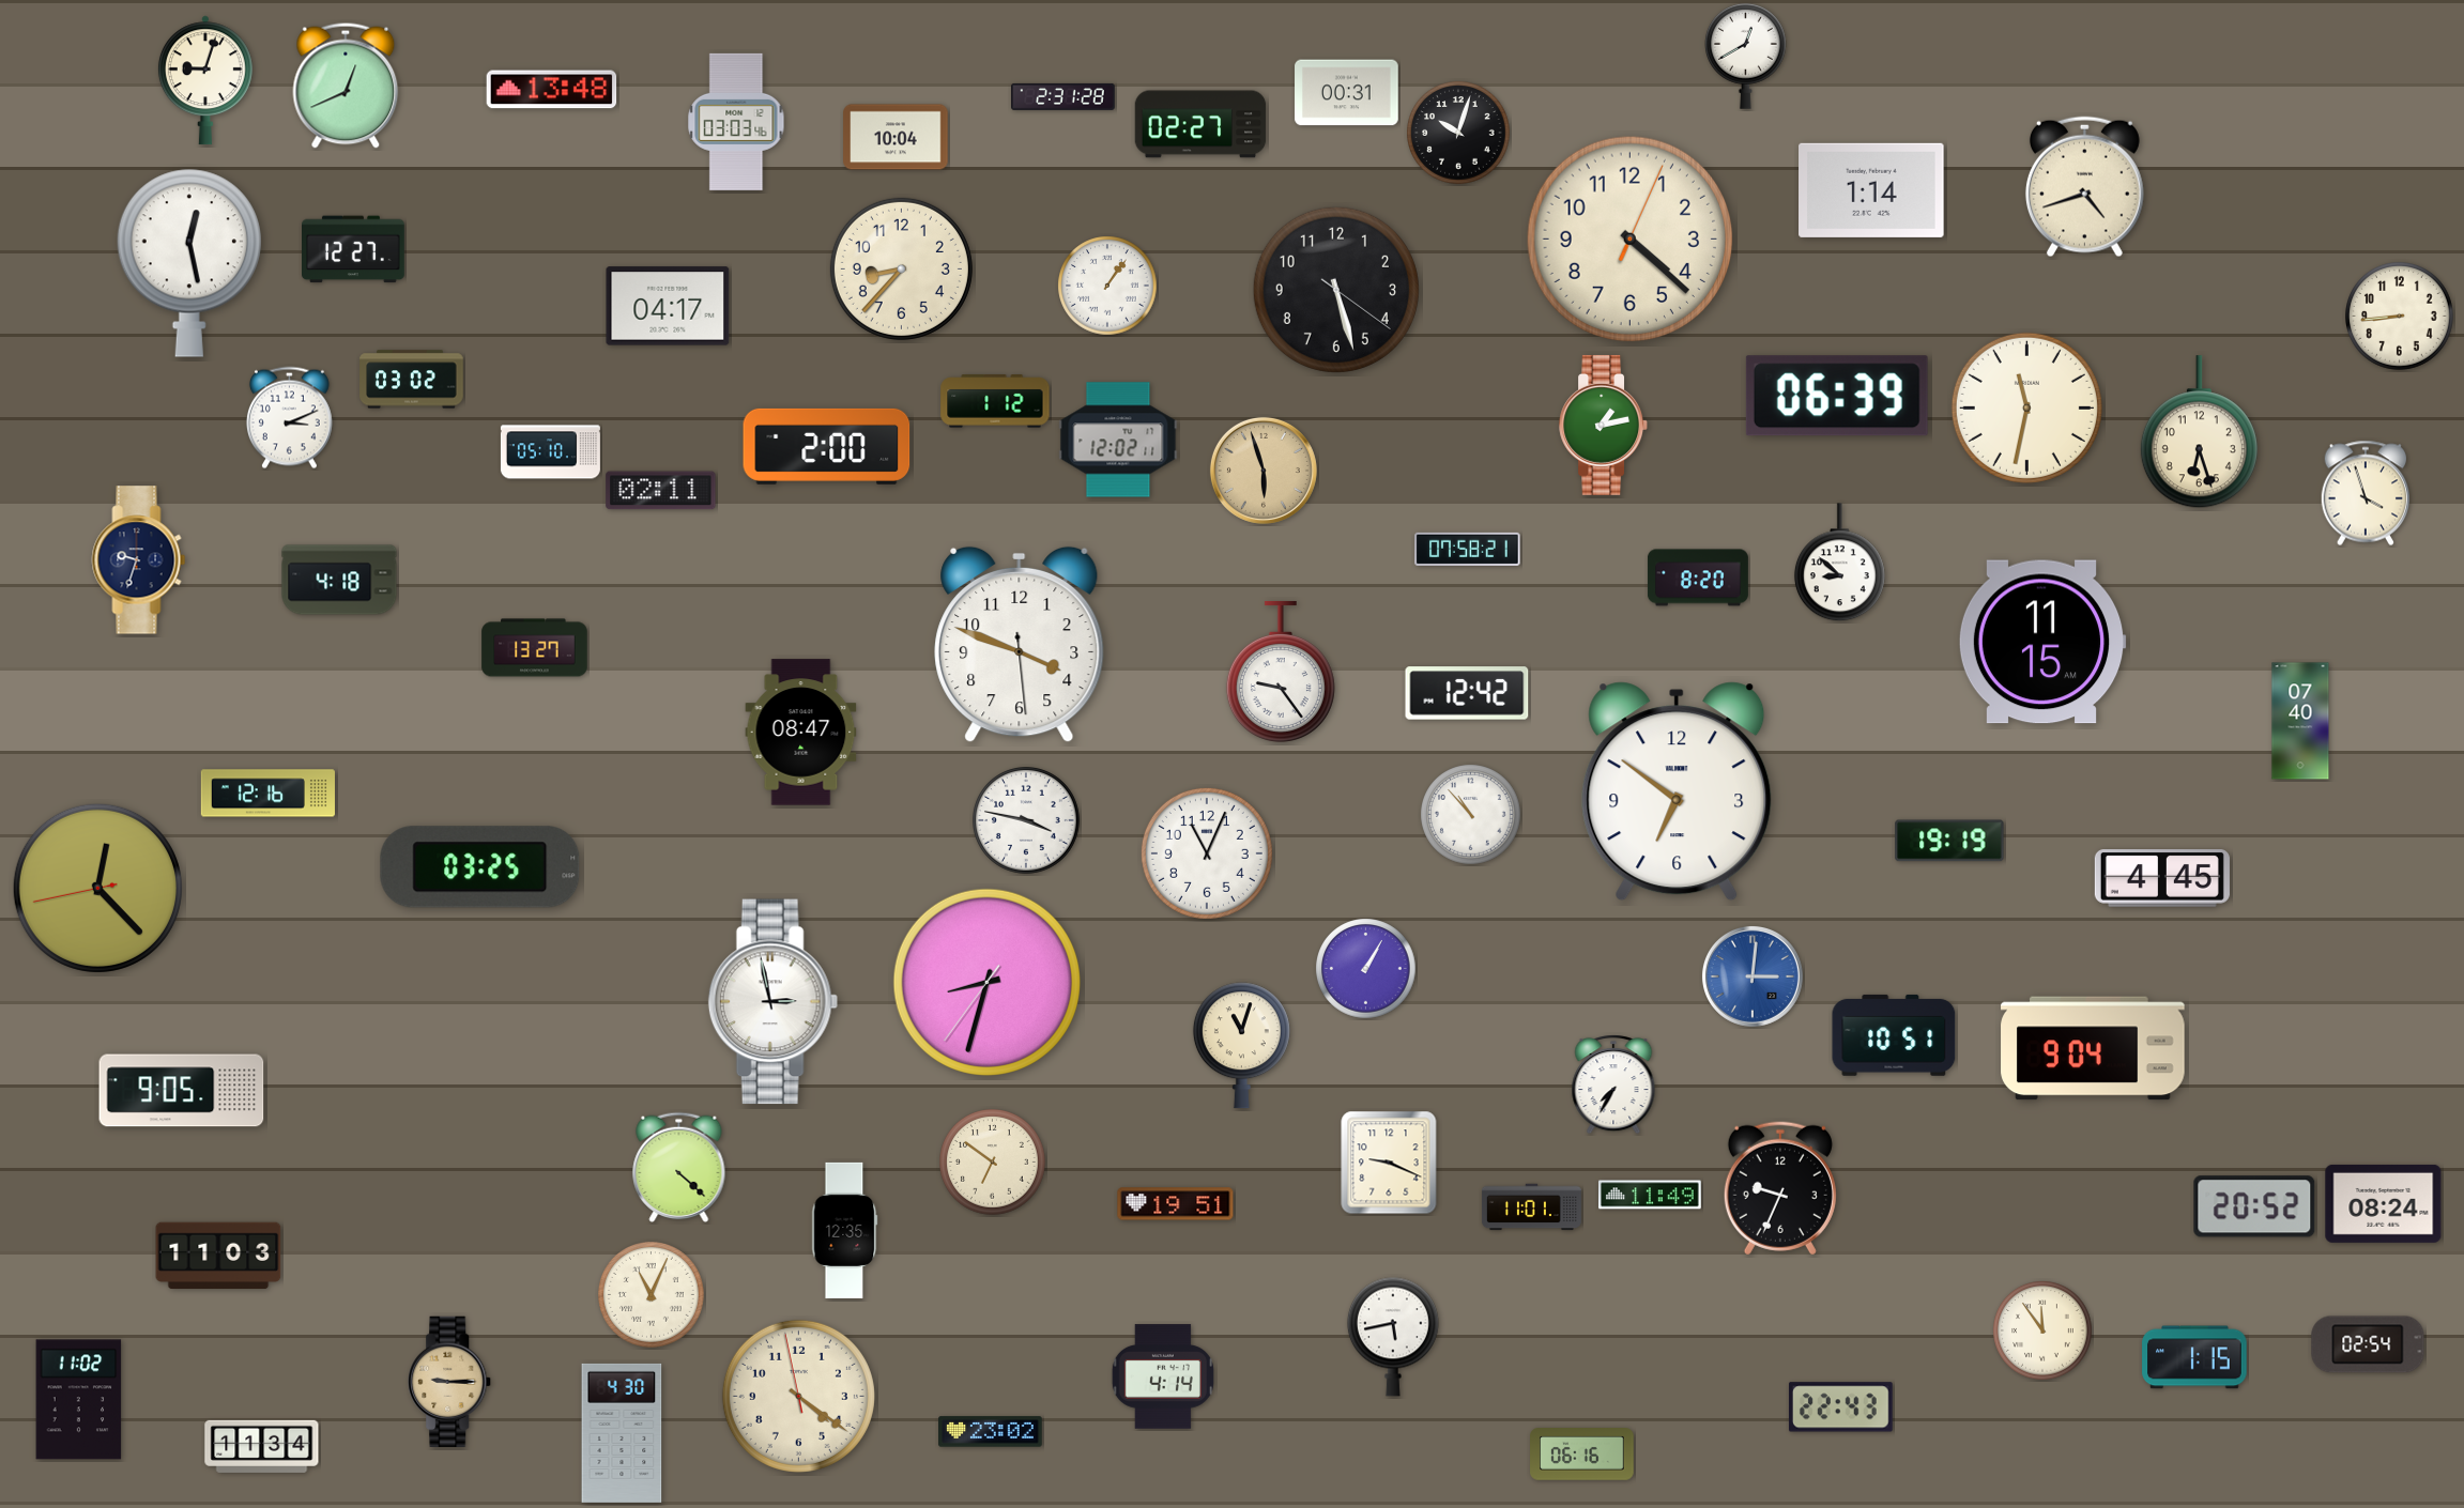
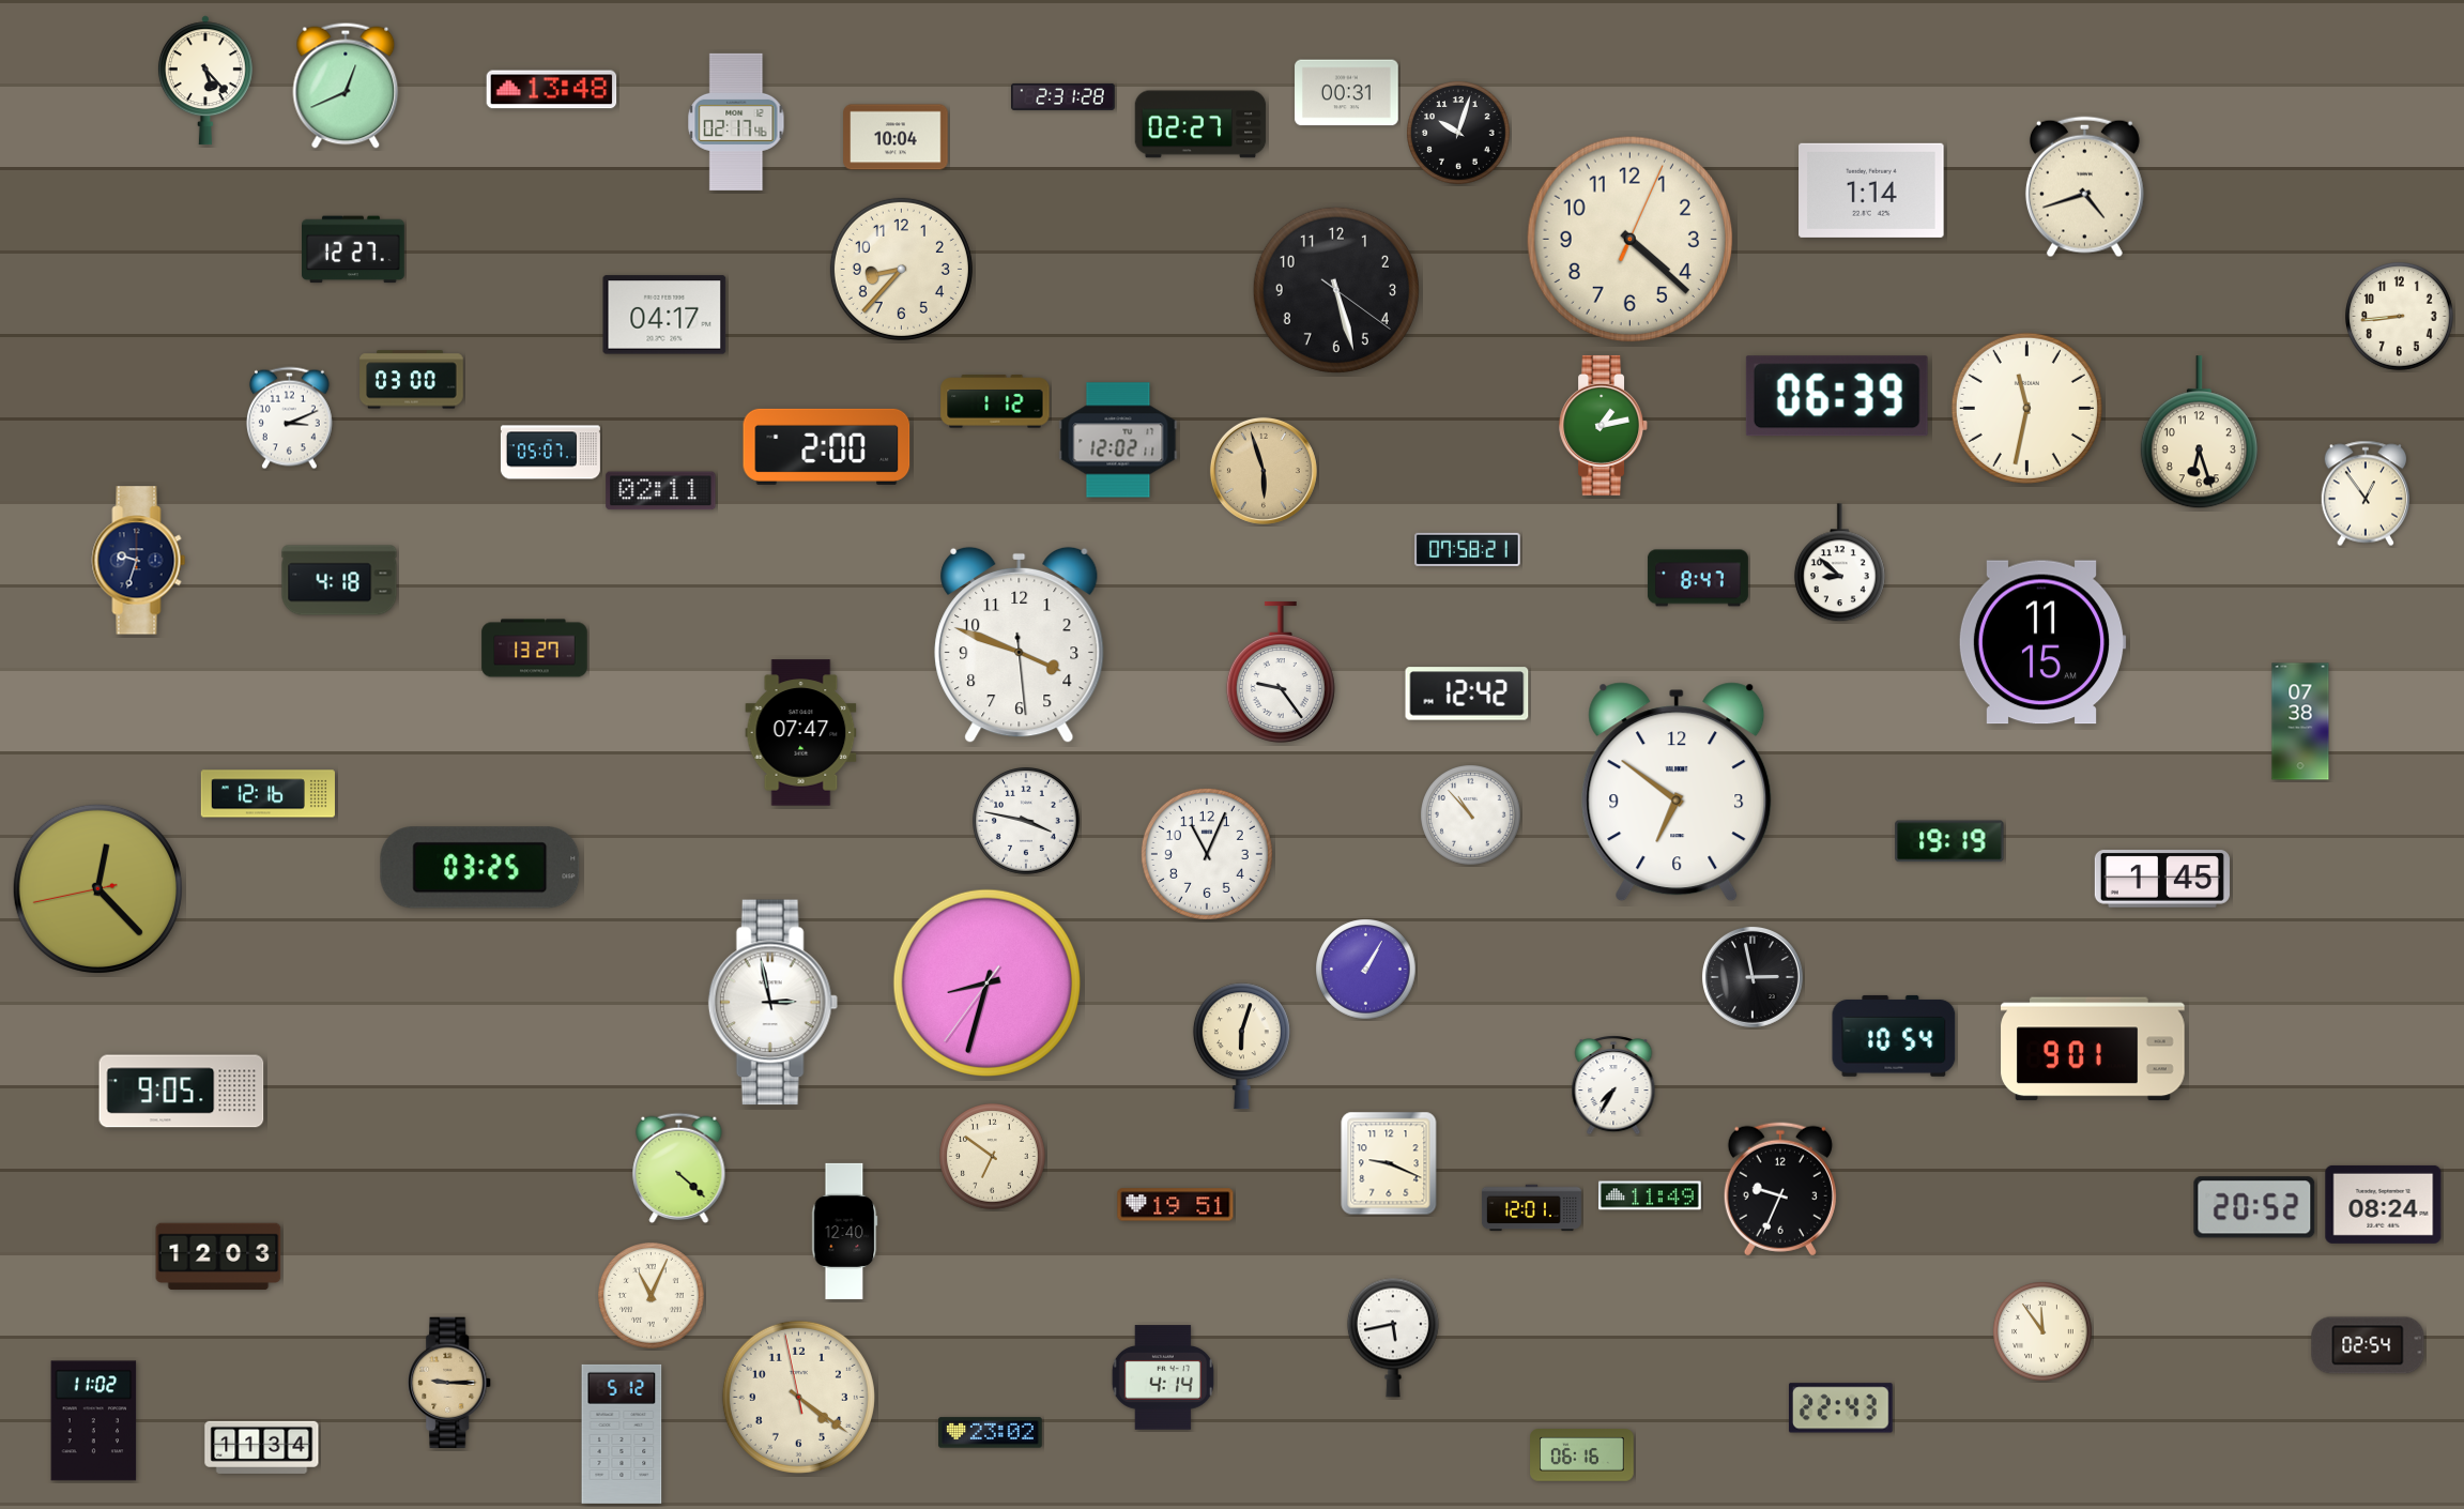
clock at (1746, 56): 12:40 -> none
clock at (205, 80): 9:03 -> 5:23
clock at (736, 122): 03:03 -> 02:17
clock at (189, 263): 12:28 -> none
clock at (1107, 286): 1:06 -> none
clock at (668, 306) position: (668, 306) -> (664, 315)
clock at (412, 380): 03:02 -> 03:00
clock at (550, 452): 05:10 -> 05:07
clock at (2364, 493): 3:57 -> 12:54
clock at (1698, 578): 8:20 -> 8:47
clock at (2300, 721): 07:40 -> 07:38
clock at (801, 733): 08:47 -> 07:47
clock at (2162, 878): 4:45 -> 1:45
clock at (1753, 976): 3:01 -> 2:58
clock at (1753, 976) dial: blue -> black
clock at (1894, 1035): 10:51 -> 10:54
clock at (1241, 1046): 11:03 -> 6:03
clock at (2093, 1048): 9:04 -> 9:01
clock at (993, 1163) position: (993, 1163) -> (993, 1157)
clock at (1531, 1207): 11:01 -> 12:01
clock at (845, 1230): 12:35 -> 12:40
clock at (218, 1256): 11:03 -> 12:03
clock at (2194, 1357): 1:15 -> none
clock at (79, 1400) position: (79, 1400) -> (94, 1421)
clock at (622, 1433): 4:30 -> 5:12
